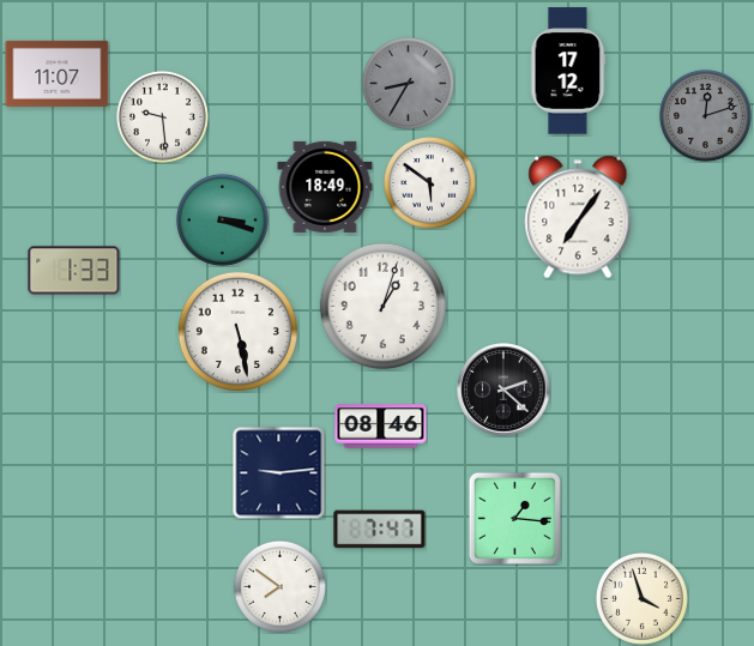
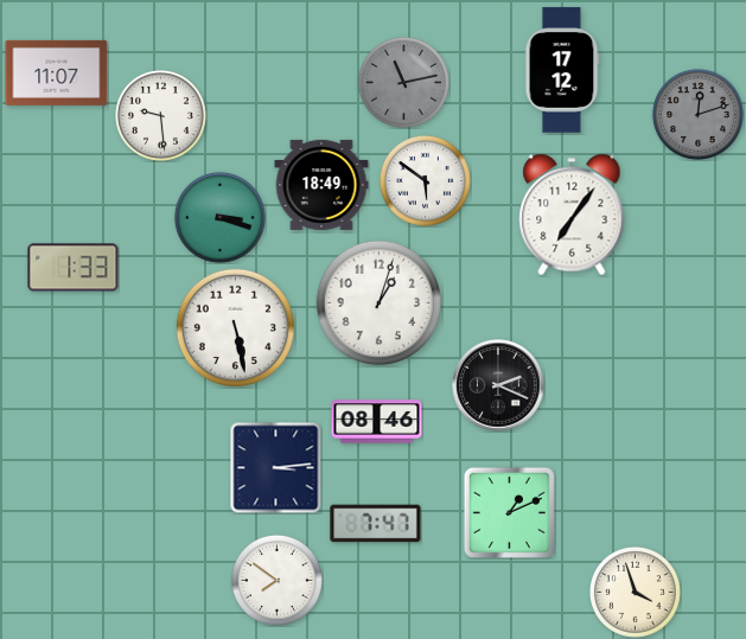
clock at (408, 83): 8:35 -> 11:13
clock at (503, 390): 2:22 -> 2:19
clock at (278, 472): 9:14 -> 3:14
clock at (514, 518): 1:16 -> 1:11
